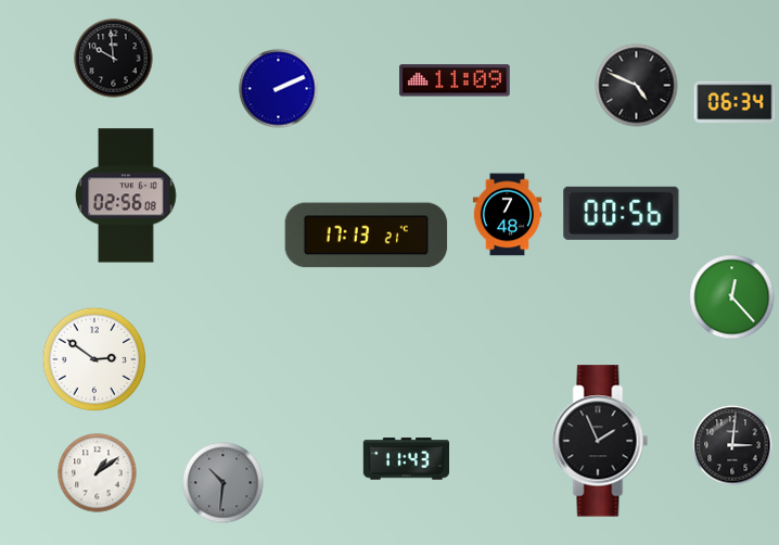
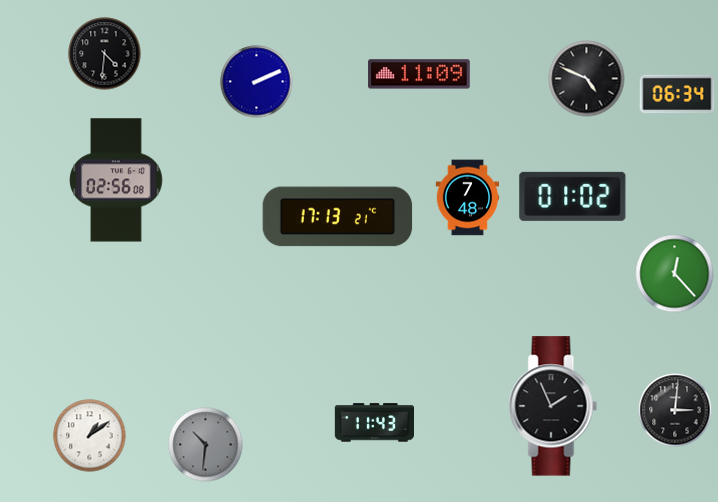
clock at (114, 59): 9:59 -> 4:31
clock at (622, 213): 00:56 -> 01:02
clock at (94, 359): 2:51 -> none
